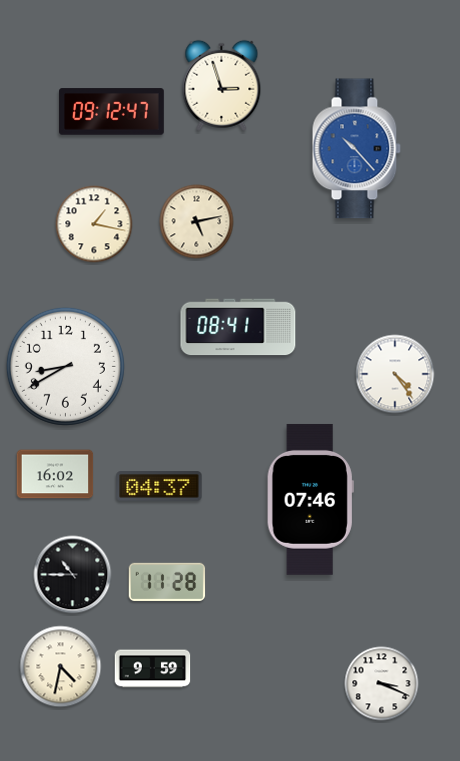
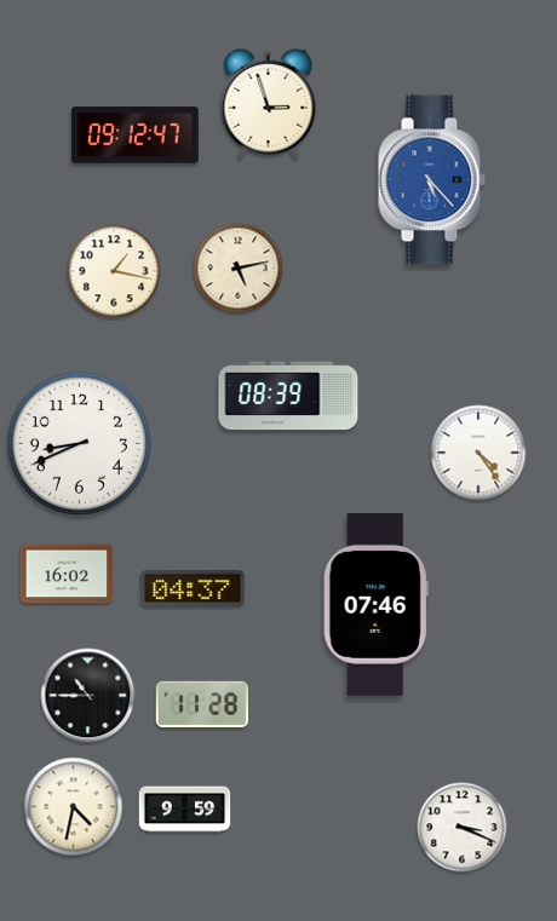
clock at (356, 149): 10:23 -> 5:23
clock at (238, 327): 08:41 -> 08:39
clock at (65, 366): 8:40 -> 8:41
